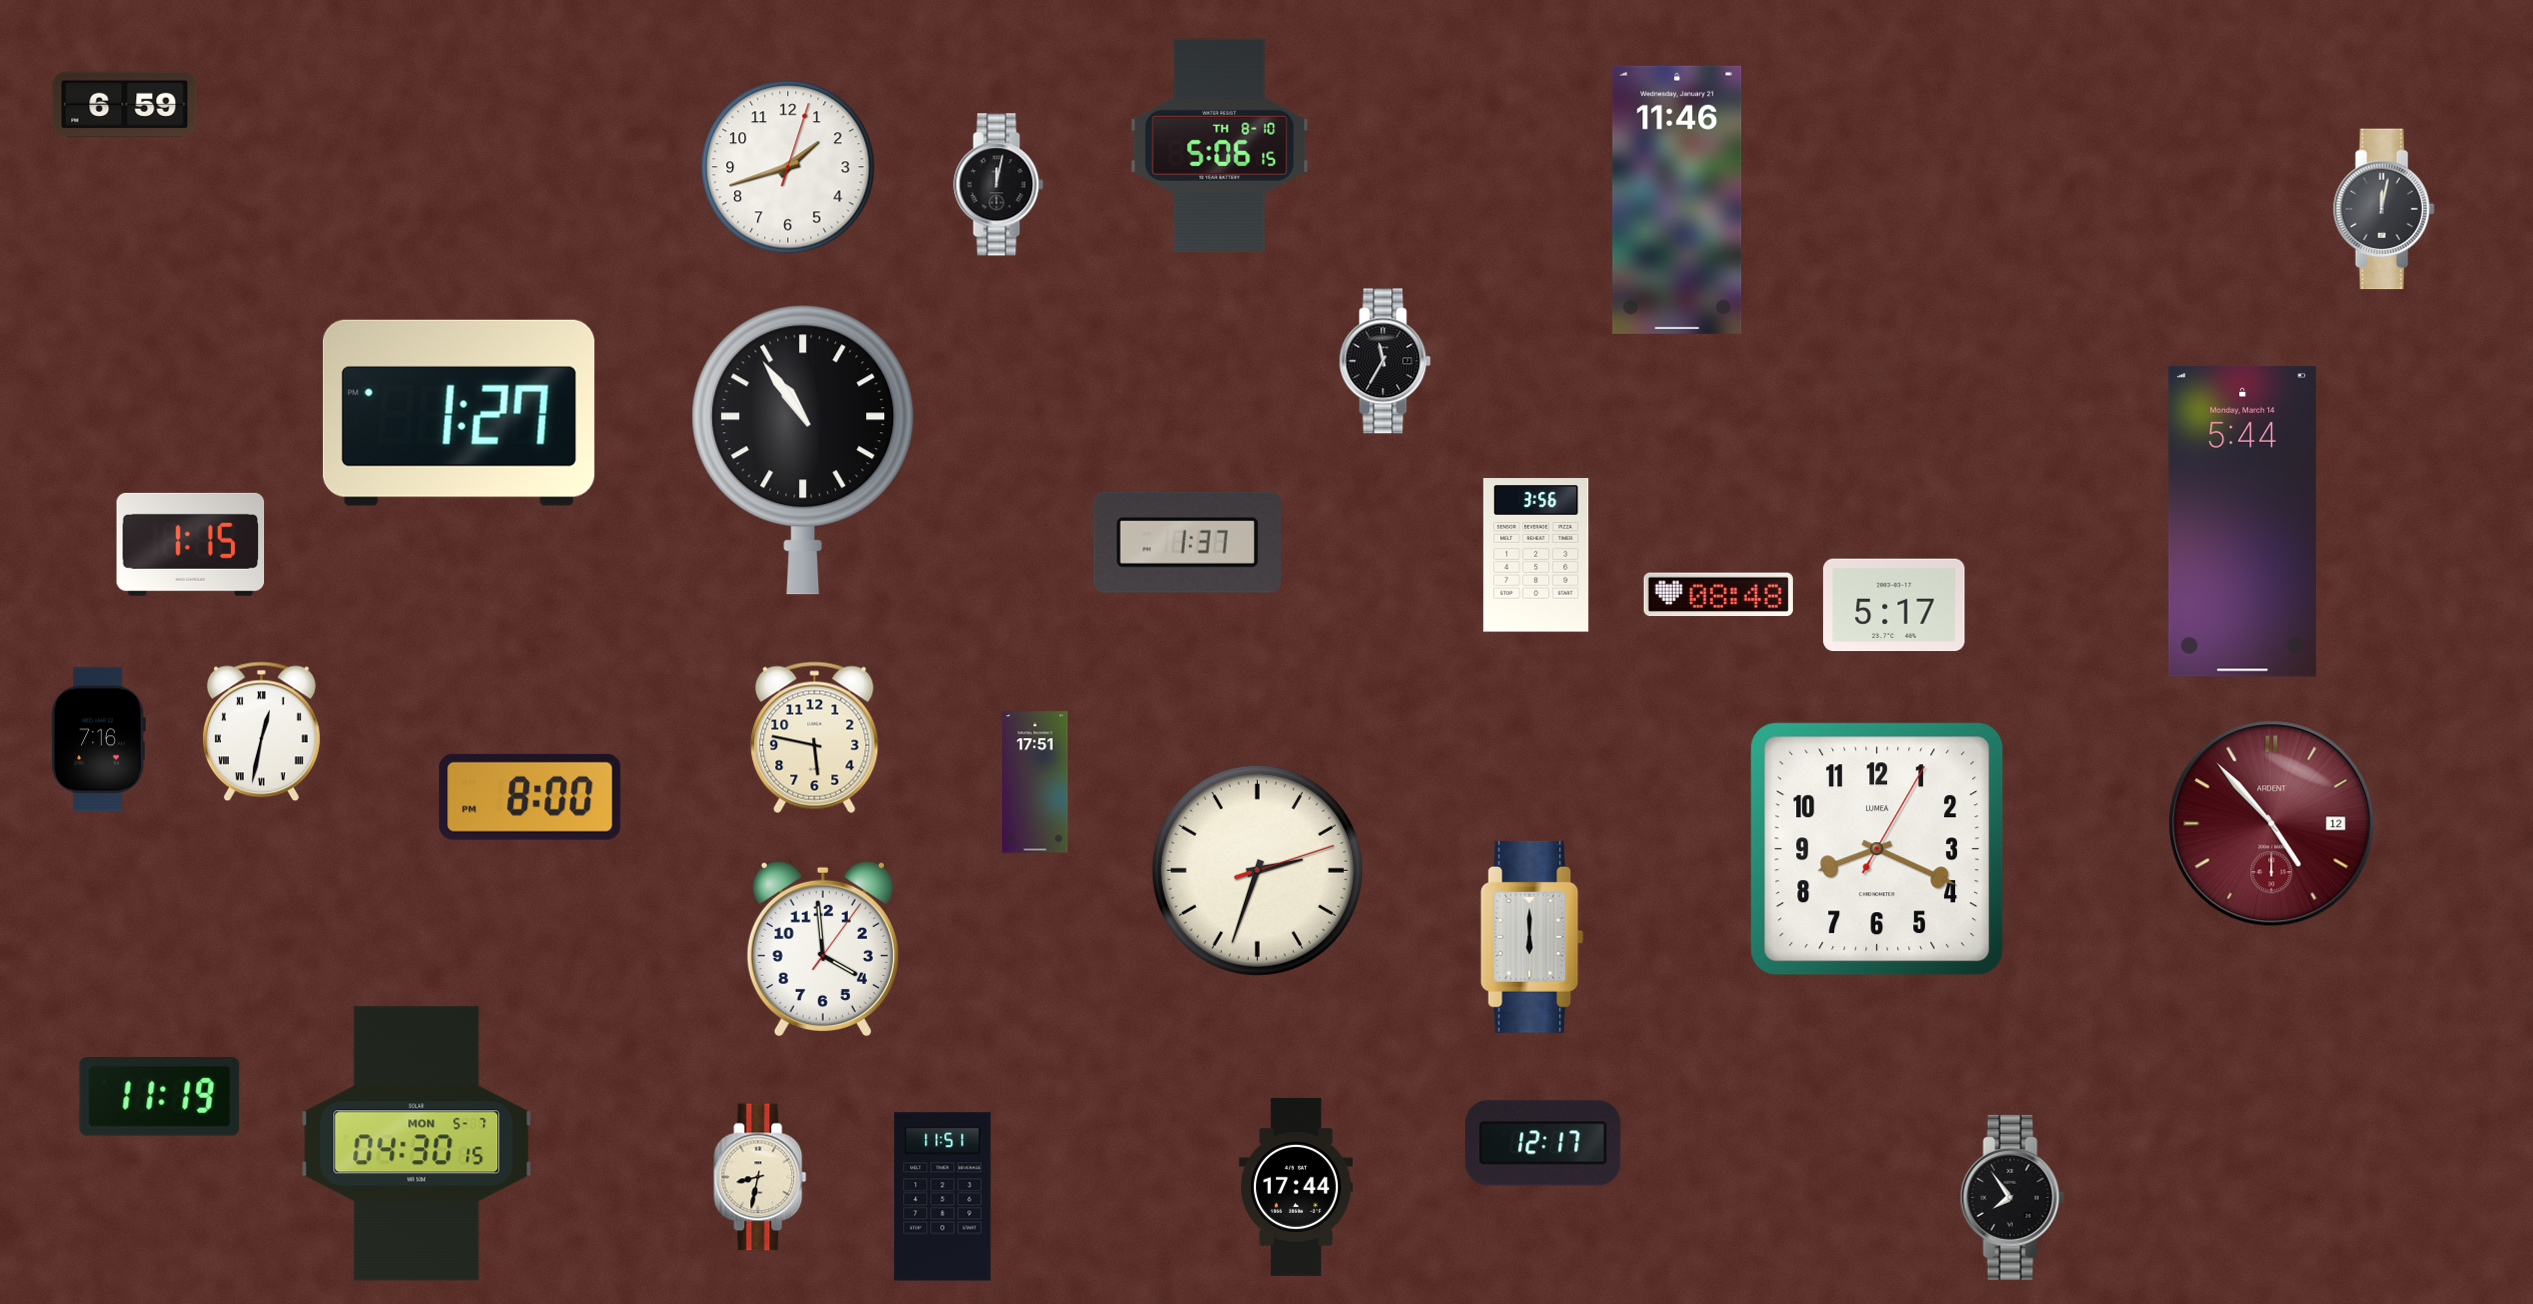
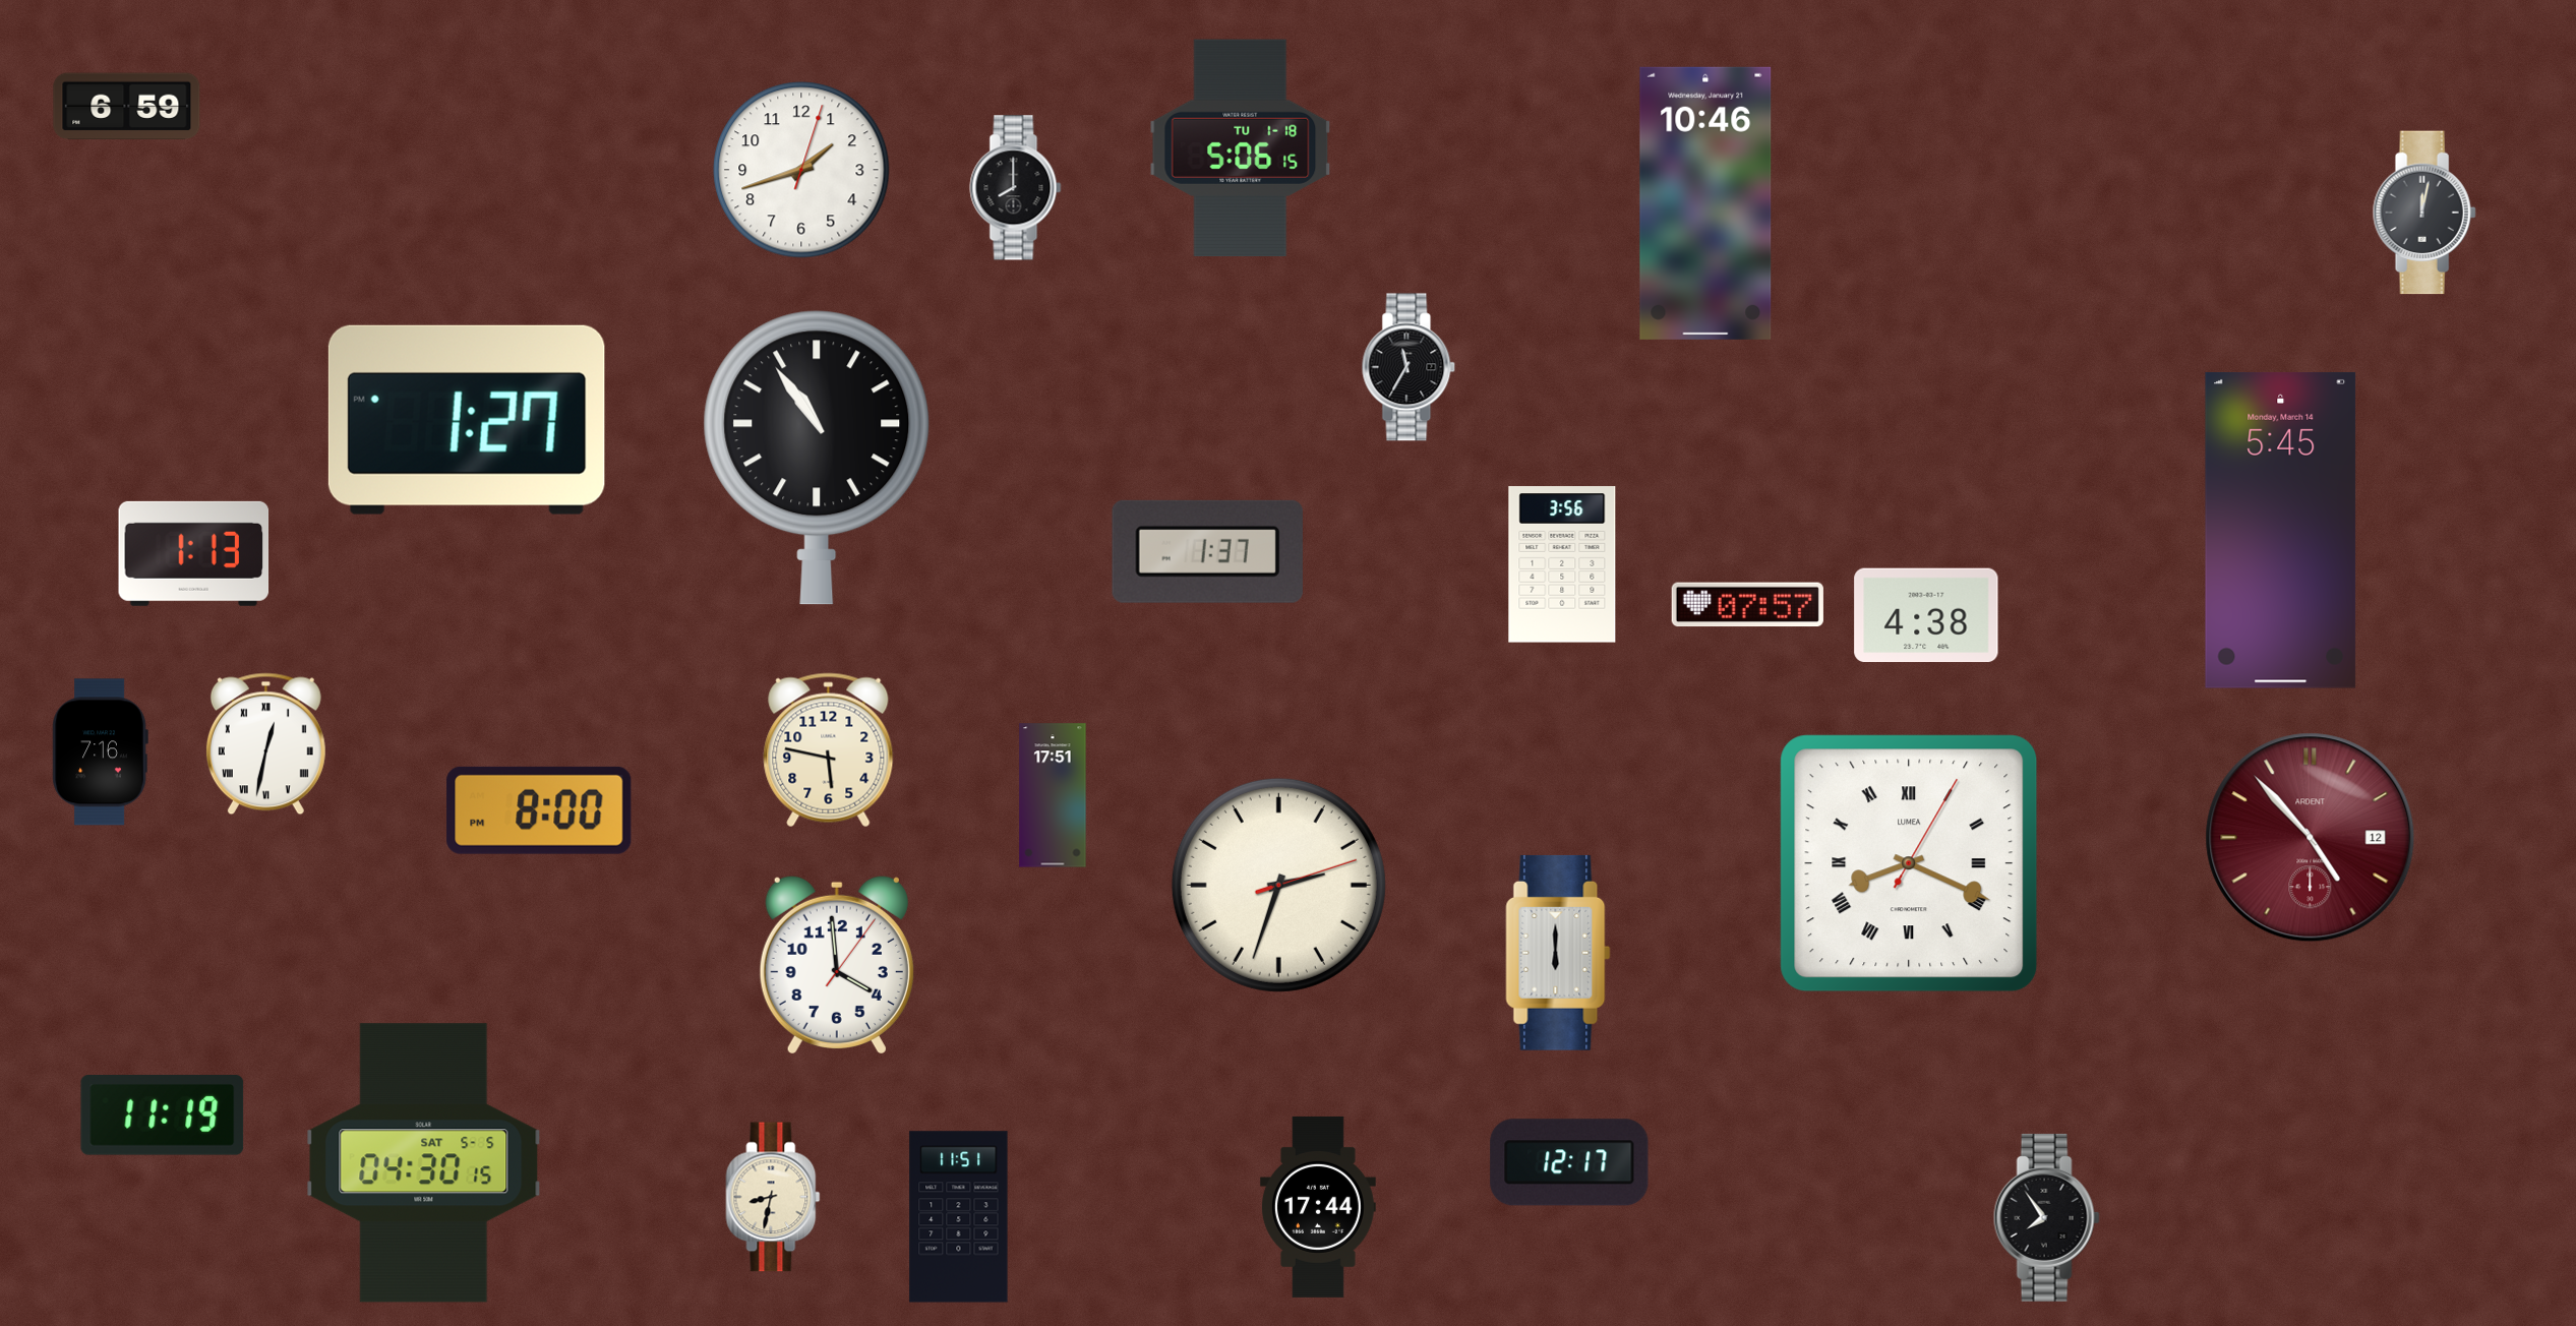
clock at (1220, 146) date: TH 8-10 -> TU 1-18
clock at (999, 185): 12:02 -> 8:00
clock at (1677, 200): 11:46 -> 10:46
clock at (2243, 521): 5:44 -> 5:45
clock at (191, 544): 1:15 -> 1:13
clock at (1718, 595): 08:48 -> 07:57
clock at (1894, 605): 5:17 -> 4:38
clock at (1877, 849) numerals: Arabic -> Roman
clock at (417, 1144) date: MON 5-7 -> SAT 5-5
